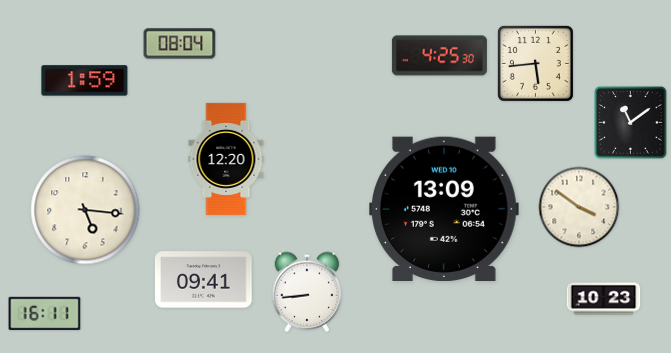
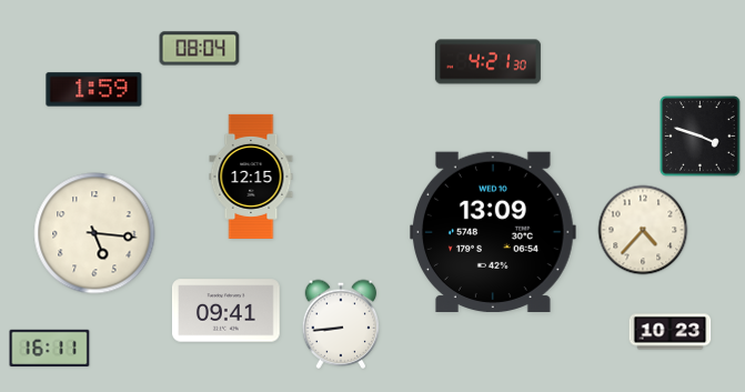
clock at (439, 56): 4:25 -> 4:21
clock at (535, 63): 5:44 -> none
clock at (631, 123): 11:09 -> 3:48
clock at (226, 159): 12:20 -> 12:15
clock at (579, 207): 3:51 -> 4:37
